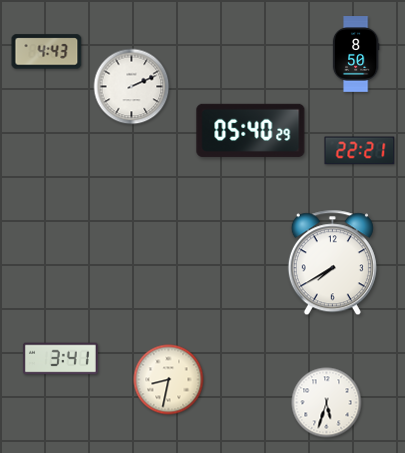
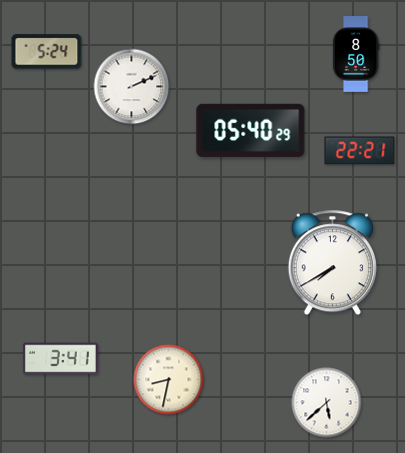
clock at (47, 52): 4:43 -> 5:24
clock at (327, 403): 5:33 -> 5:38
